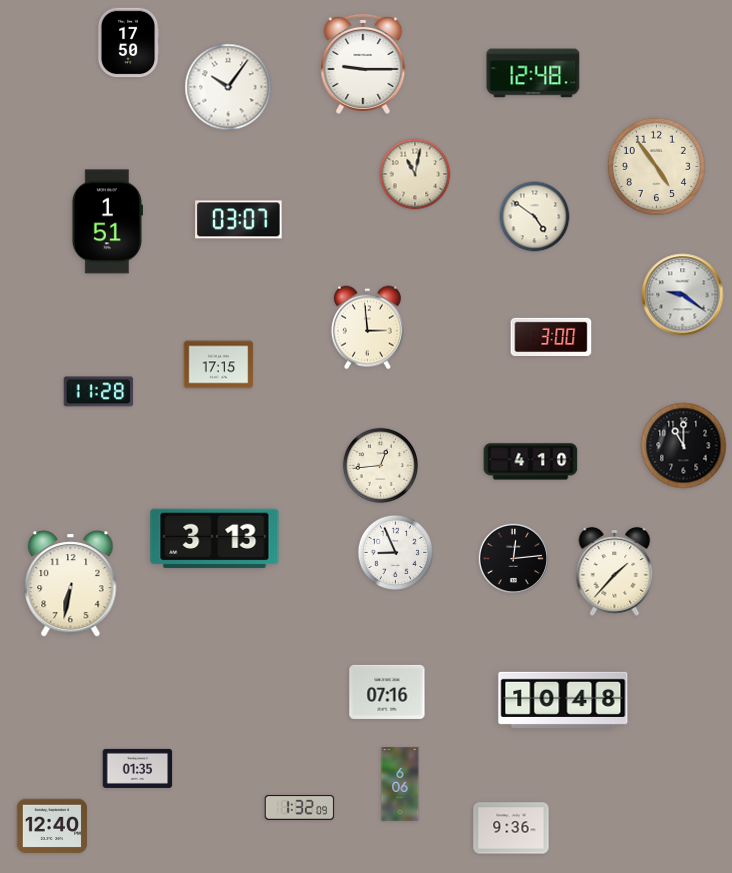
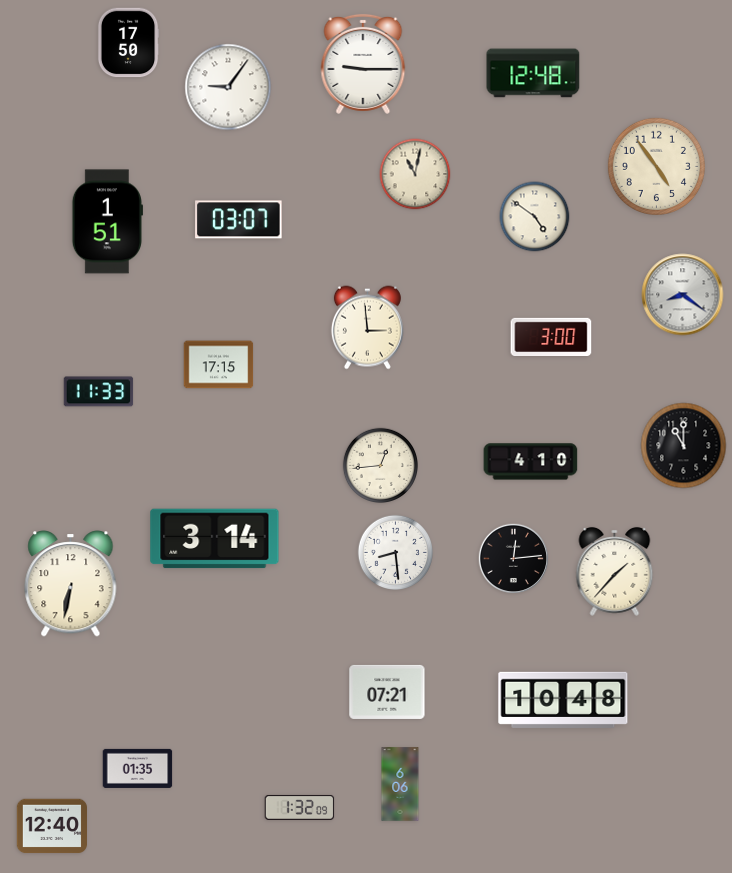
clock at (228, 87): 10:06 -> 9:06
clock at (683, 295): 9:21 -> 8:21
clock at (99, 392): 11:28 -> 11:33
clock at (215, 539): 3:13 -> 3:14
clock at (395, 552): 8:56 -> 8:29
clock at (387, 692): 07:16 -> 07:21
clock at (511, 828): 9:36 -> none
